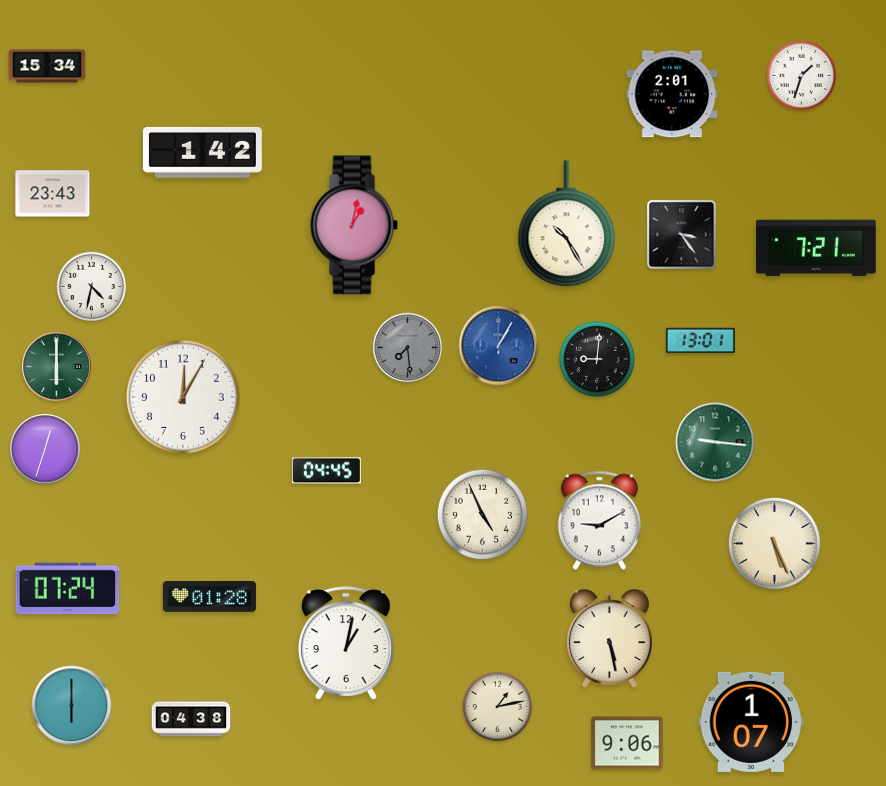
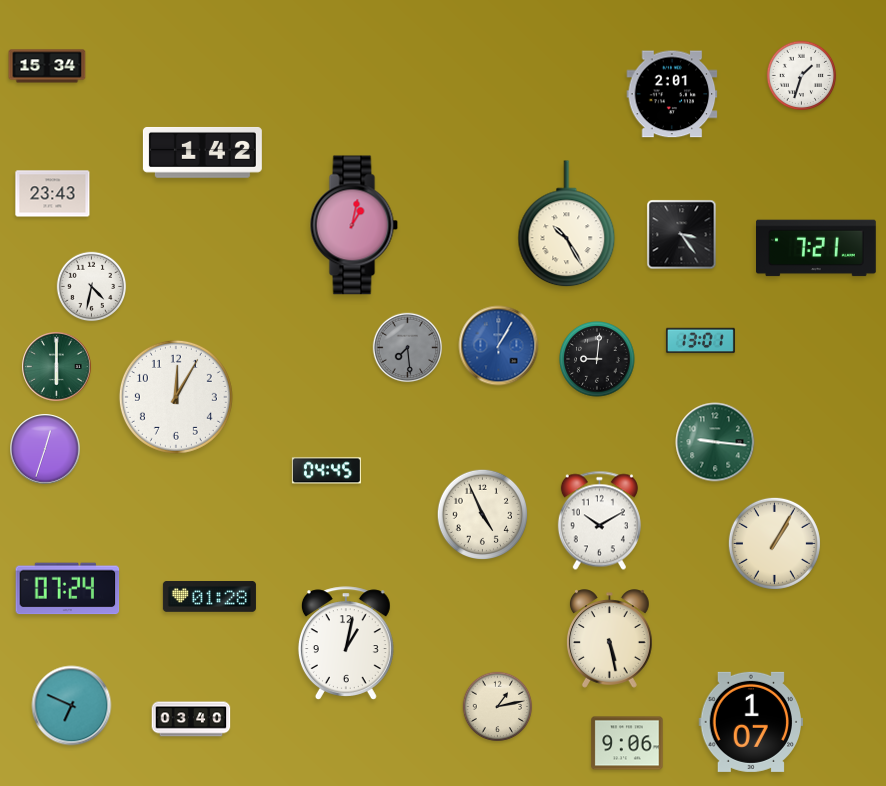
clock at (183, 397) position: (183, 397) -> (176, 397)
clock at (599, 521): 9:10 -> 10:10
clock at (774, 543): 5:26 -> 1:05
clock at (72, 706): 6:00 -> 6:49
clock at (191, 719): 04:38 -> 03:40
